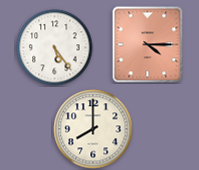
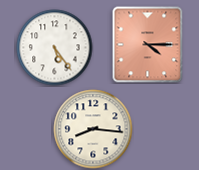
clock at (93, 129): 8:00 -> 8:16
